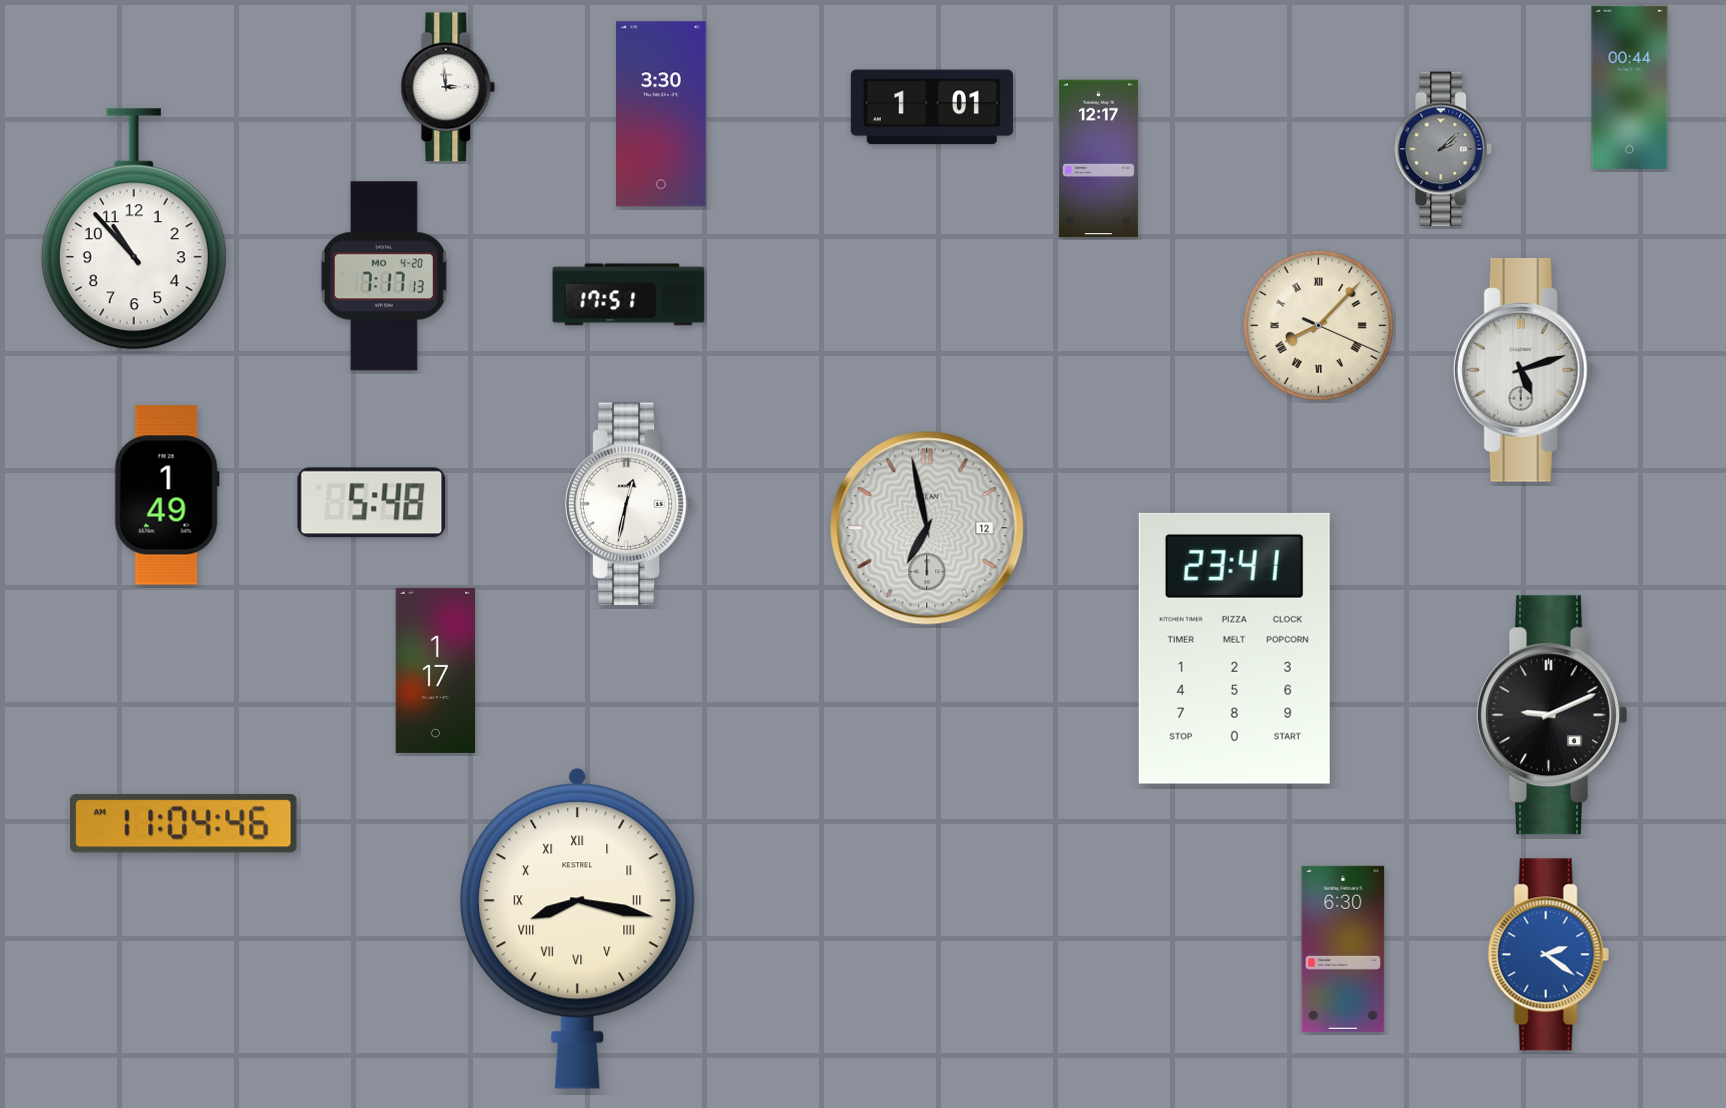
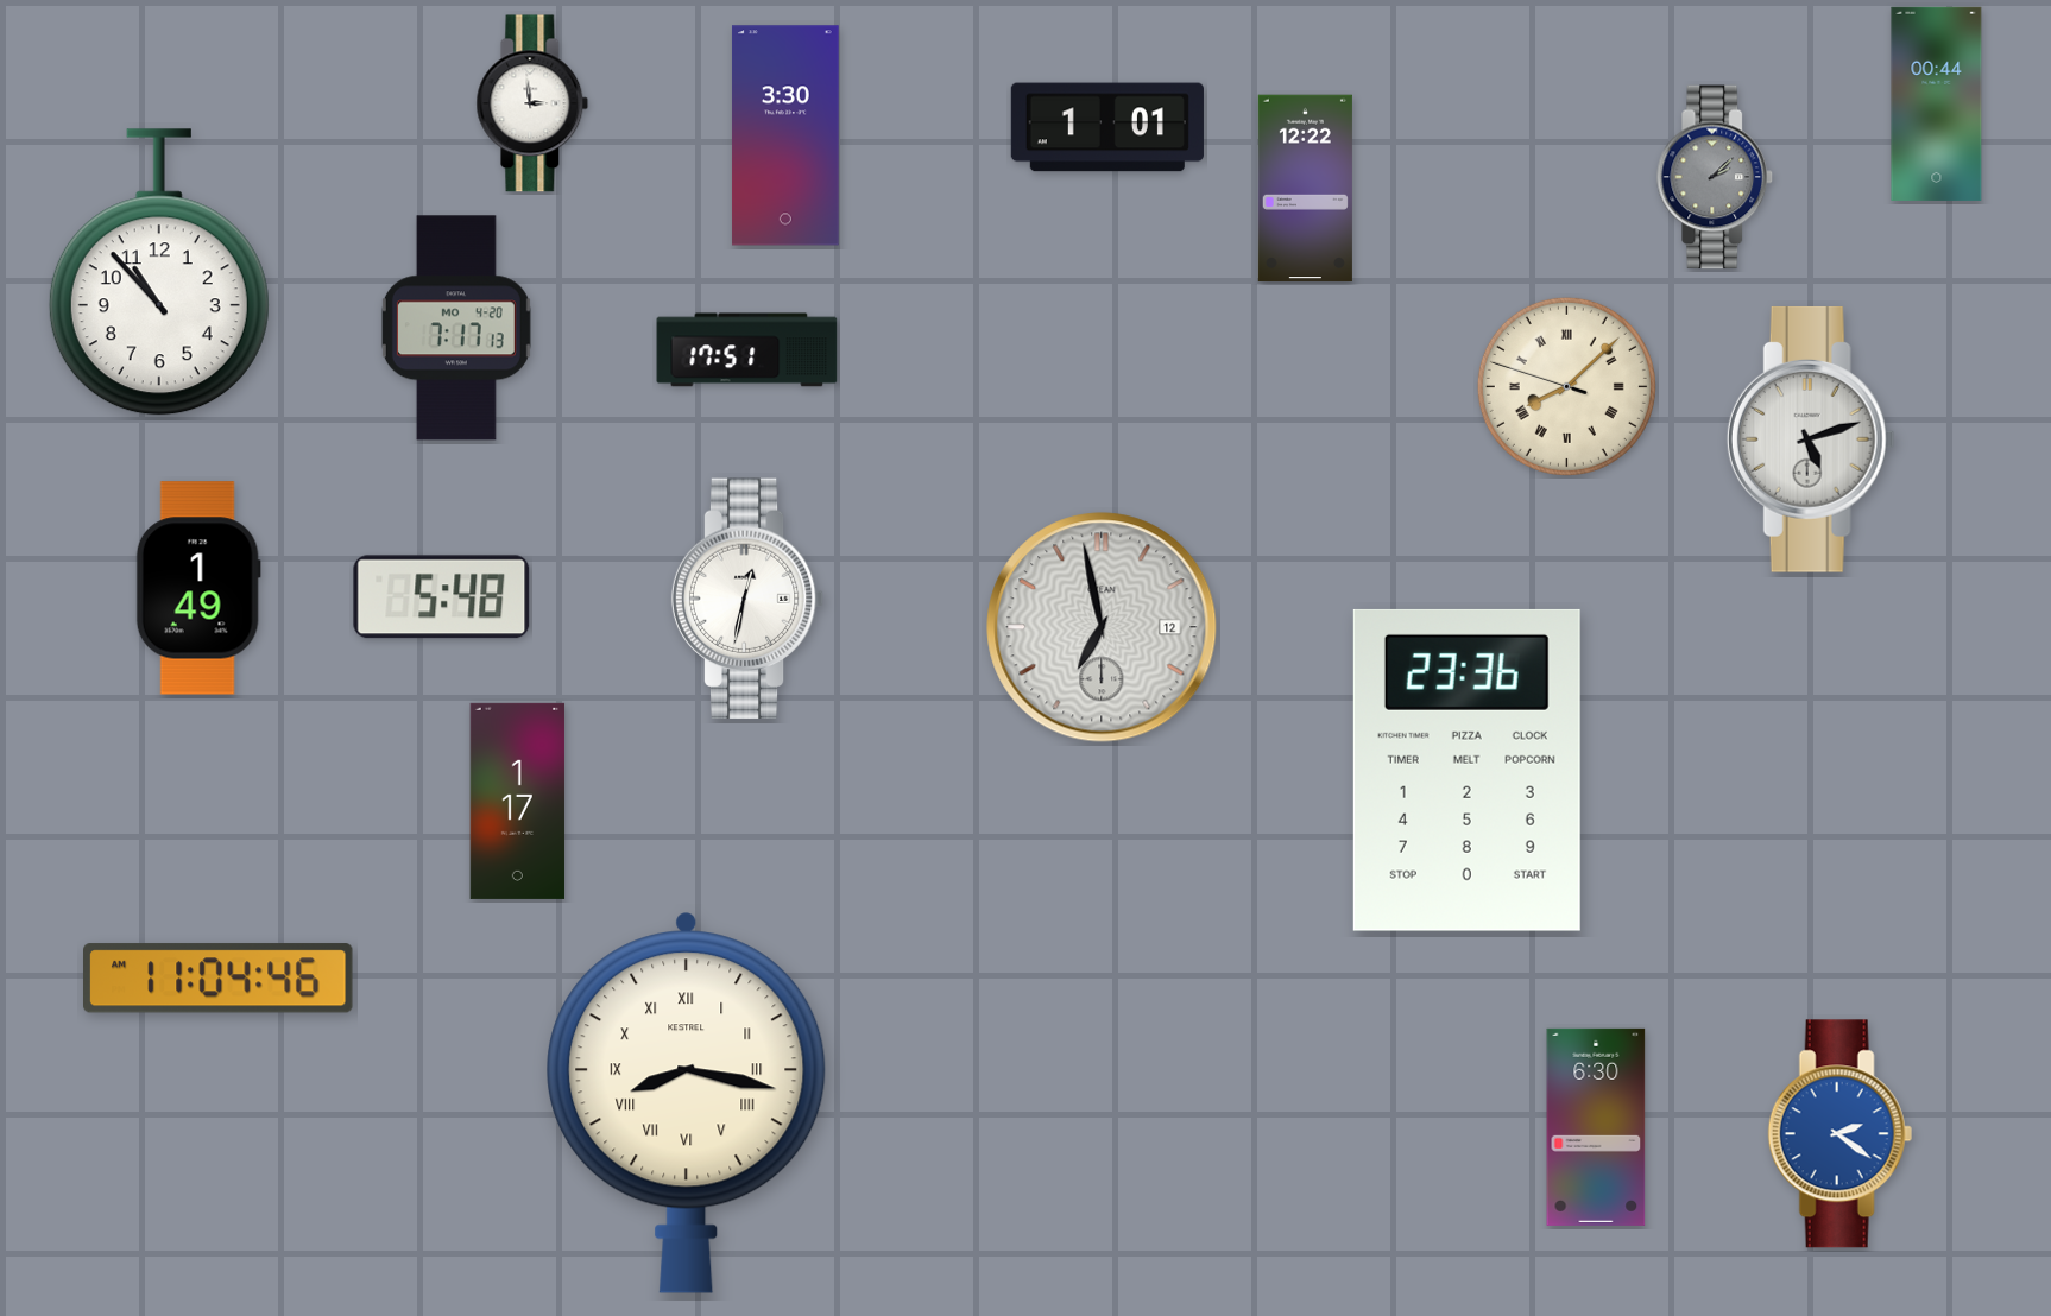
clock at (1098, 159): 12:17 -> 12:22
clock at (1318, 325): 8:07:19 -> 8:07:48
clock at (1234, 648): 23:41 -> 23:36
clock at (436, 670) position: (436, 670) -> (518, 801)
clock at (1552, 715): 9:11 -> none
